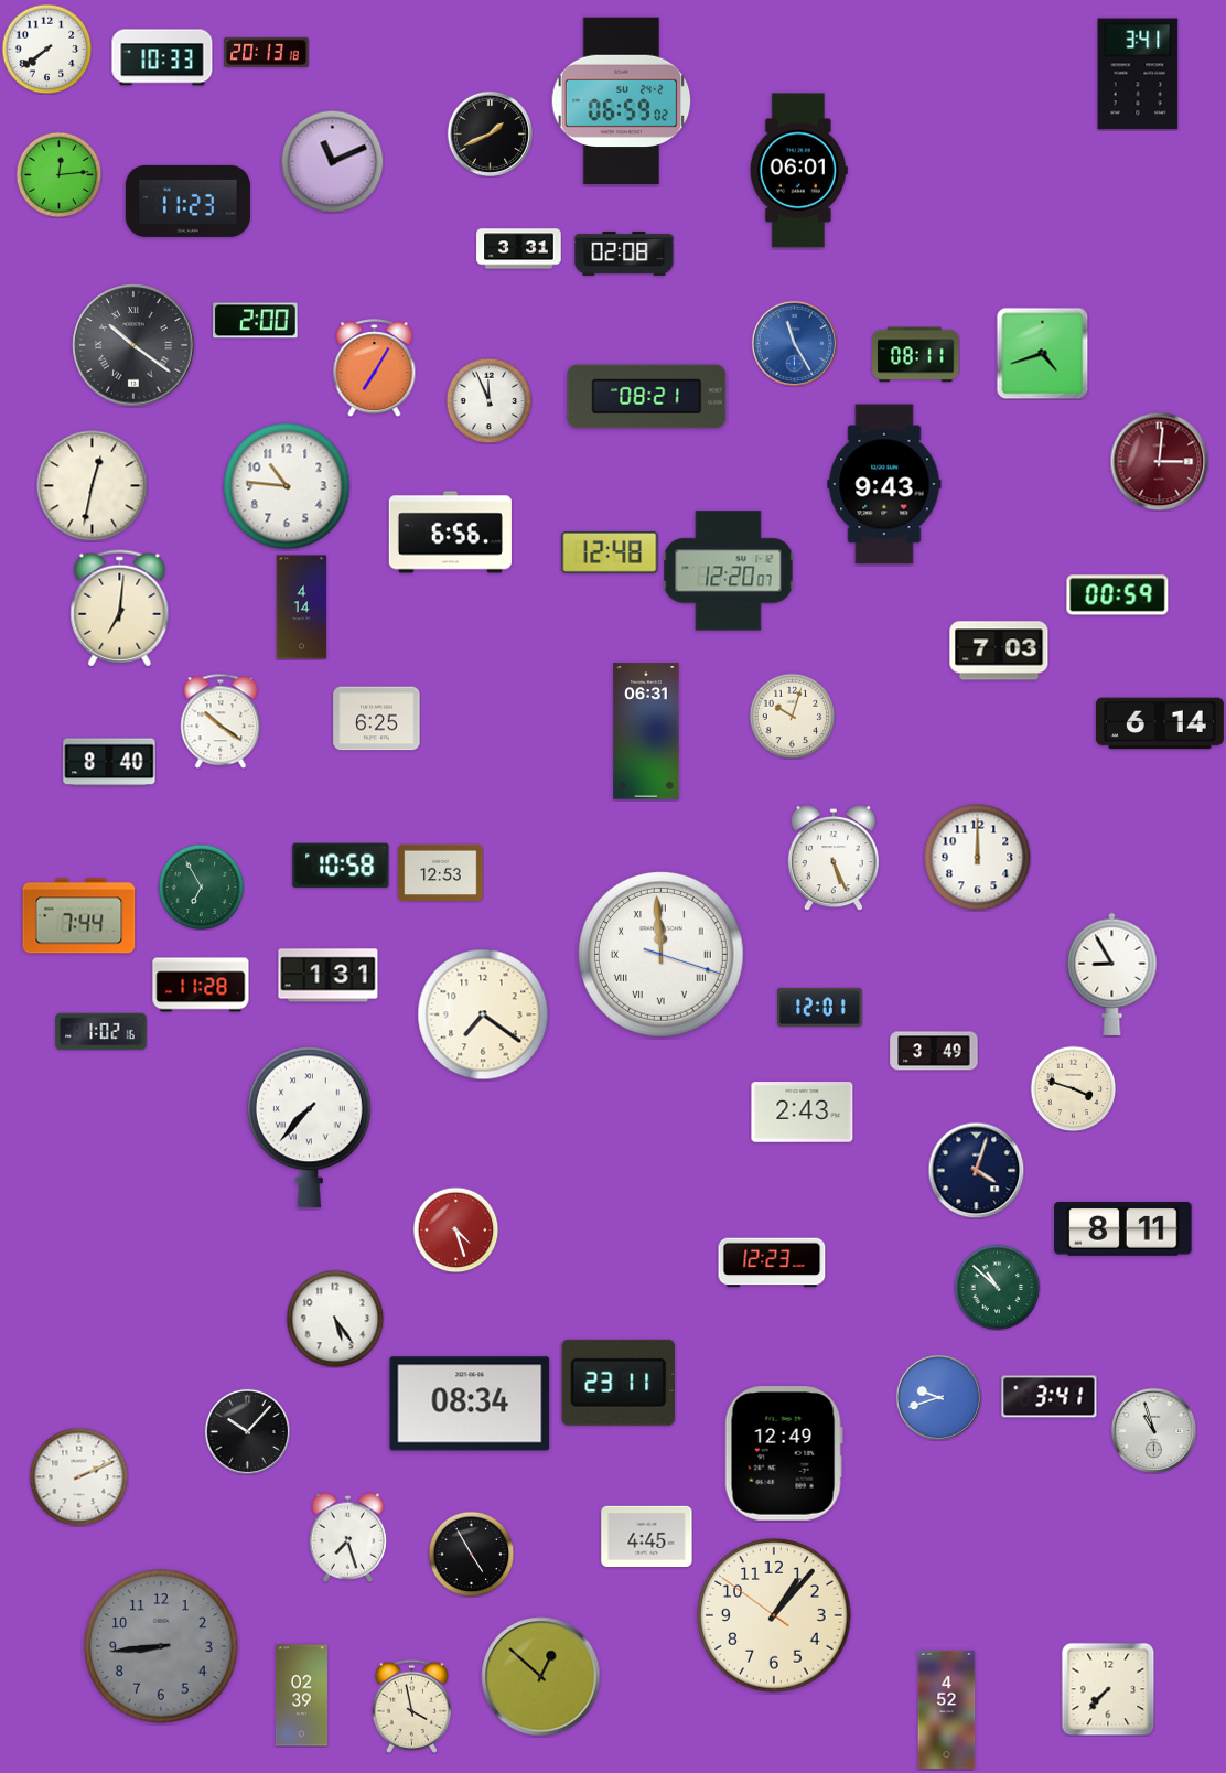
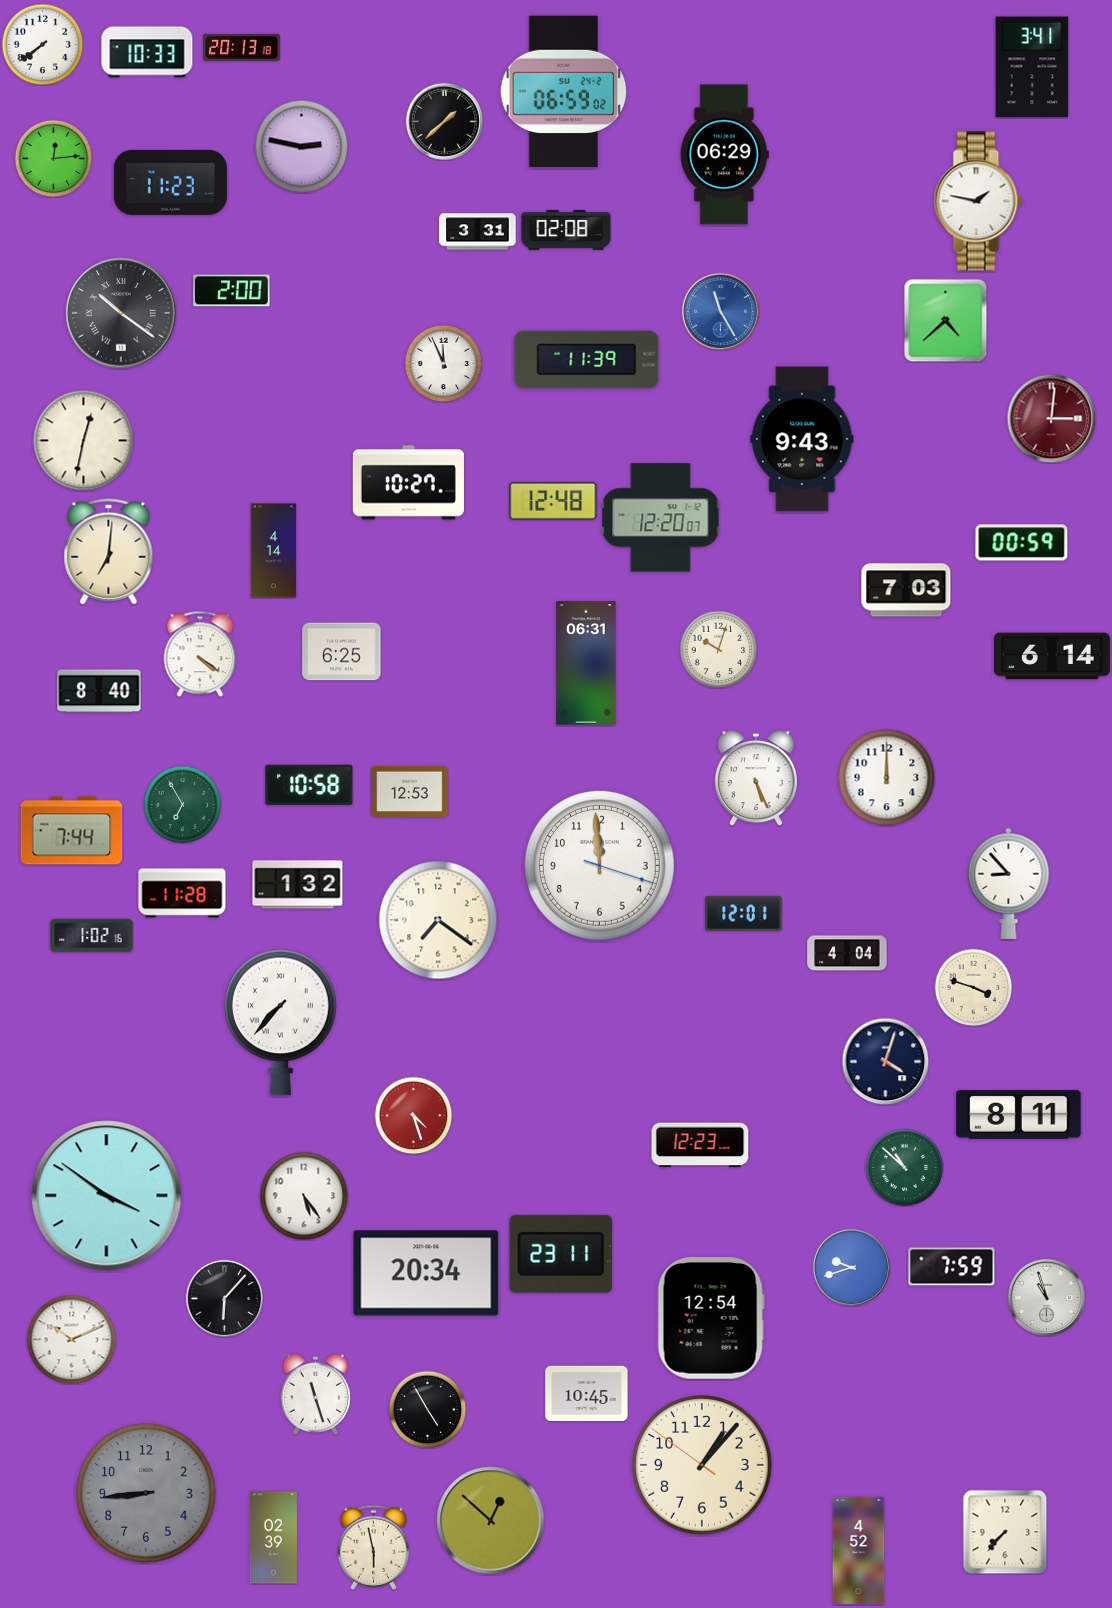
clock at (490, 133): 1:41 -> 1:38
clock at (332, 161): 11:11 -> 2:47
clock at (798, 171): 06:01 -> 06:29
clock at (978, 201): none -> 1:47
clock at (519, 249) position: (519, 249) -> (478, 232)
clock at (1042, 353): 4:42 -> 4:38
clock at (916, 355): 08:11 -> none
clock at (375, 368): 7:05 -> none
clock at (647, 397): 08:21 -> 11:39
clock at (287, 486): 10:46 -> none
clock at (450, 533): 6:56 -> 10:27
clock at (1118, 595) position: (1118, 595) -> (1022, 543)
clock at (221, 721): 10:21 -> 4:21
clock at (441, 873) position: (441, 873) -> (410, 792)
clock at (660, 954) numerals: Roman -> Arabic
clock at (1112, 974): 8:55 -> 8:53
clock at (329, 976): 1:31 -> 1:32
clock at (934, 1051): 3:49 -> 4:04
clock at (803, 1113): 2:43 -> none
clock at (107, 1196): none -> 3:51
clock at (1050, 1397): 3:41 -> 7:59
clock at (470, 1404): 08:34 -> 20:34
clock at (247, 1431): 10:07 -> 6:07
clock at (784, 1454): 12:49 -> 12:54
clock at (78, 1476): 2:11 -> 10:11
clock at (647, 1536): 4:45 -> 10:45
clock at (348, 1537): 7:27 -> 11:27
clock at (412, 1706): 3:58 -> 5:58
